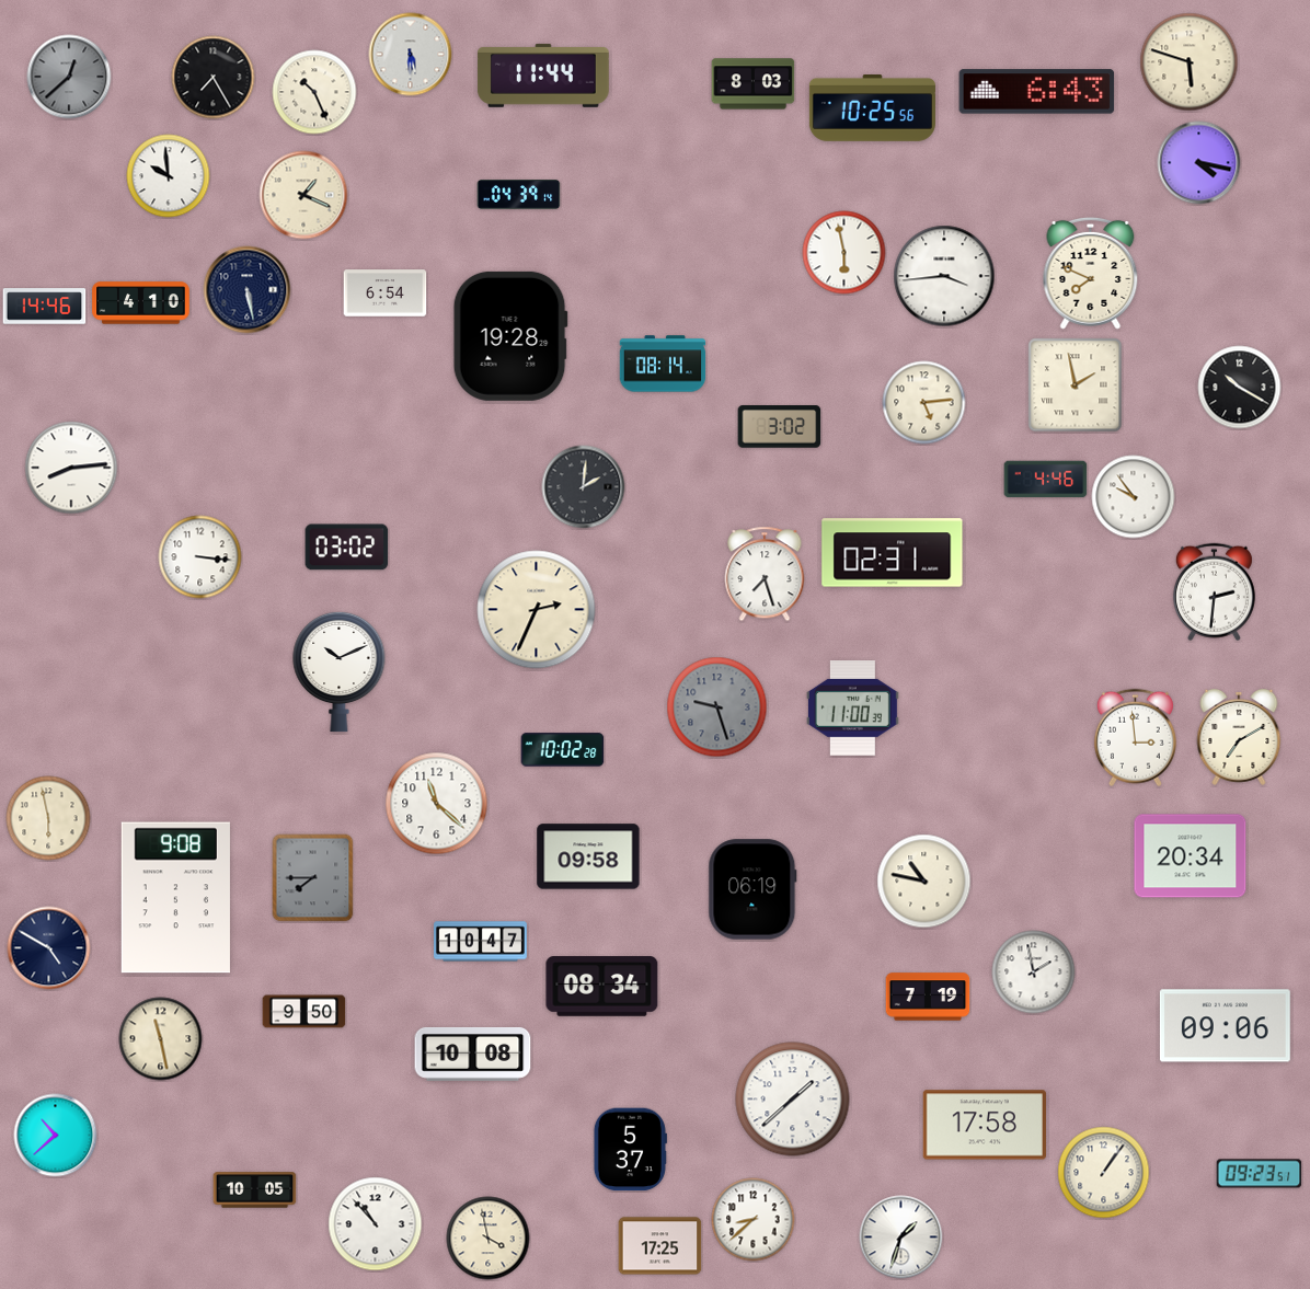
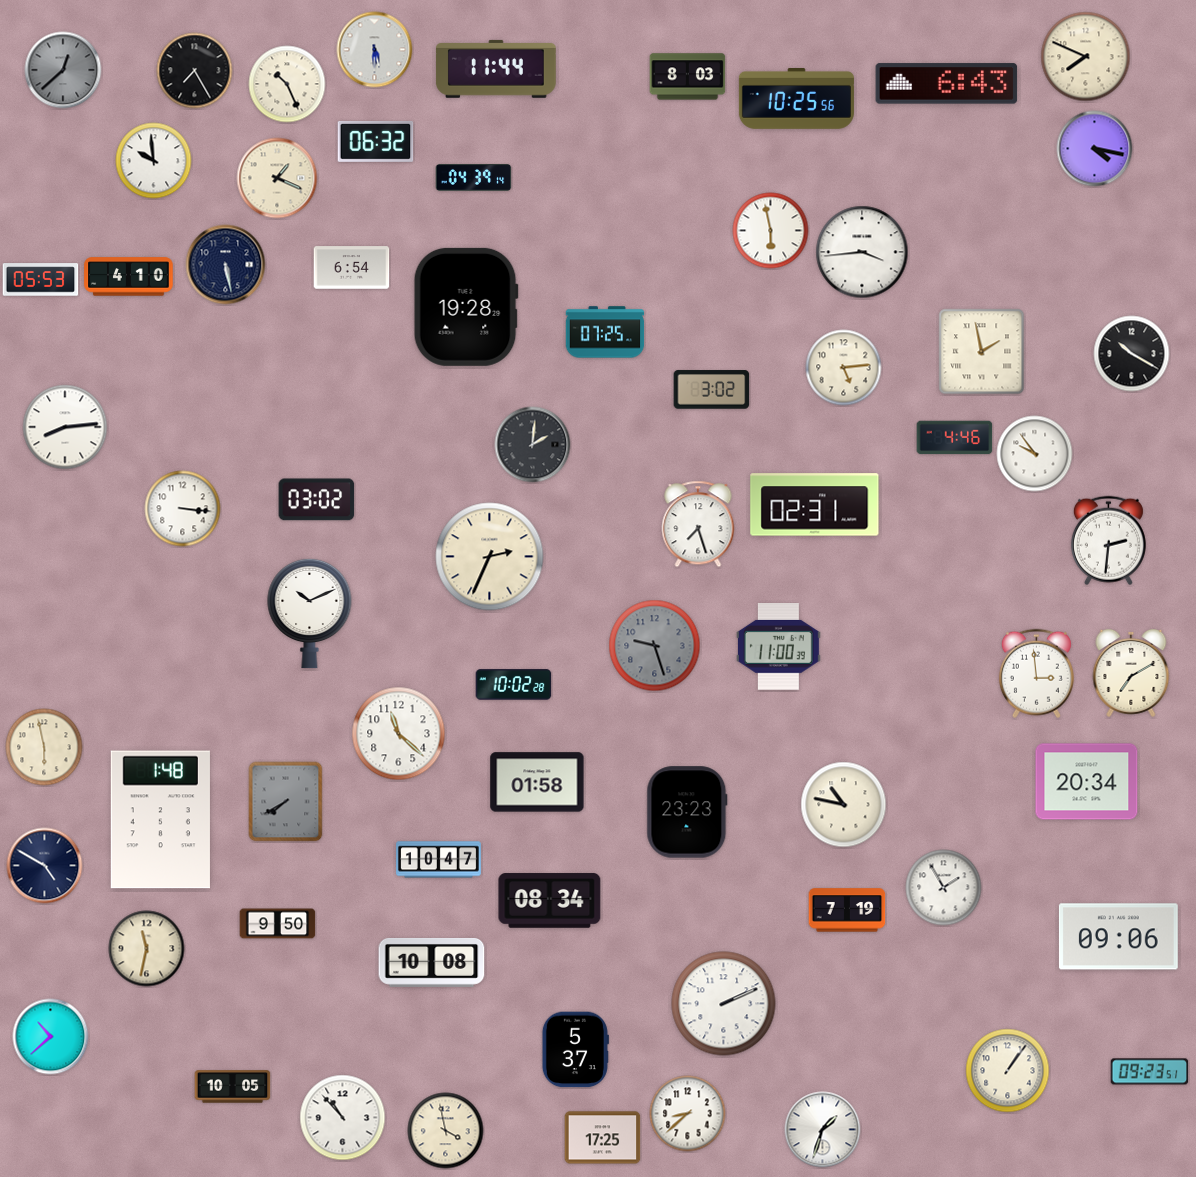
clock at (1190, 62): 5:48 -> 7:49
clock at (376, 141): none -> 06:32
clock at (1091, 273): 7:49 -> none
clock at (45, 307): 14:46 -> 05:53
clock at (663, 364): 08:14 -> 07:25
clock at (588, 856): 09:58 -> 01:58
clock at (313, 878): 7:45 -> 7:40
clock at (752, 889): 06:19 -> 23:23
clock at (175, 898): 9:08 -> 1:48
clock at (1034, 972): 1:58 -> 1:55
clock at (161, 1039): 11:28 -> 11:32
clock at (793, 1100): 1:38 -> 2:11
clock at (984, 1125): 17:58 -> none
